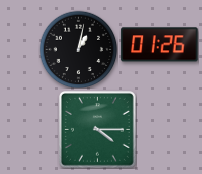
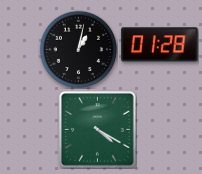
clock at (160, 45): 01:26 -> 01:28
clock at (98, 130): 4:15 -> 4:20
